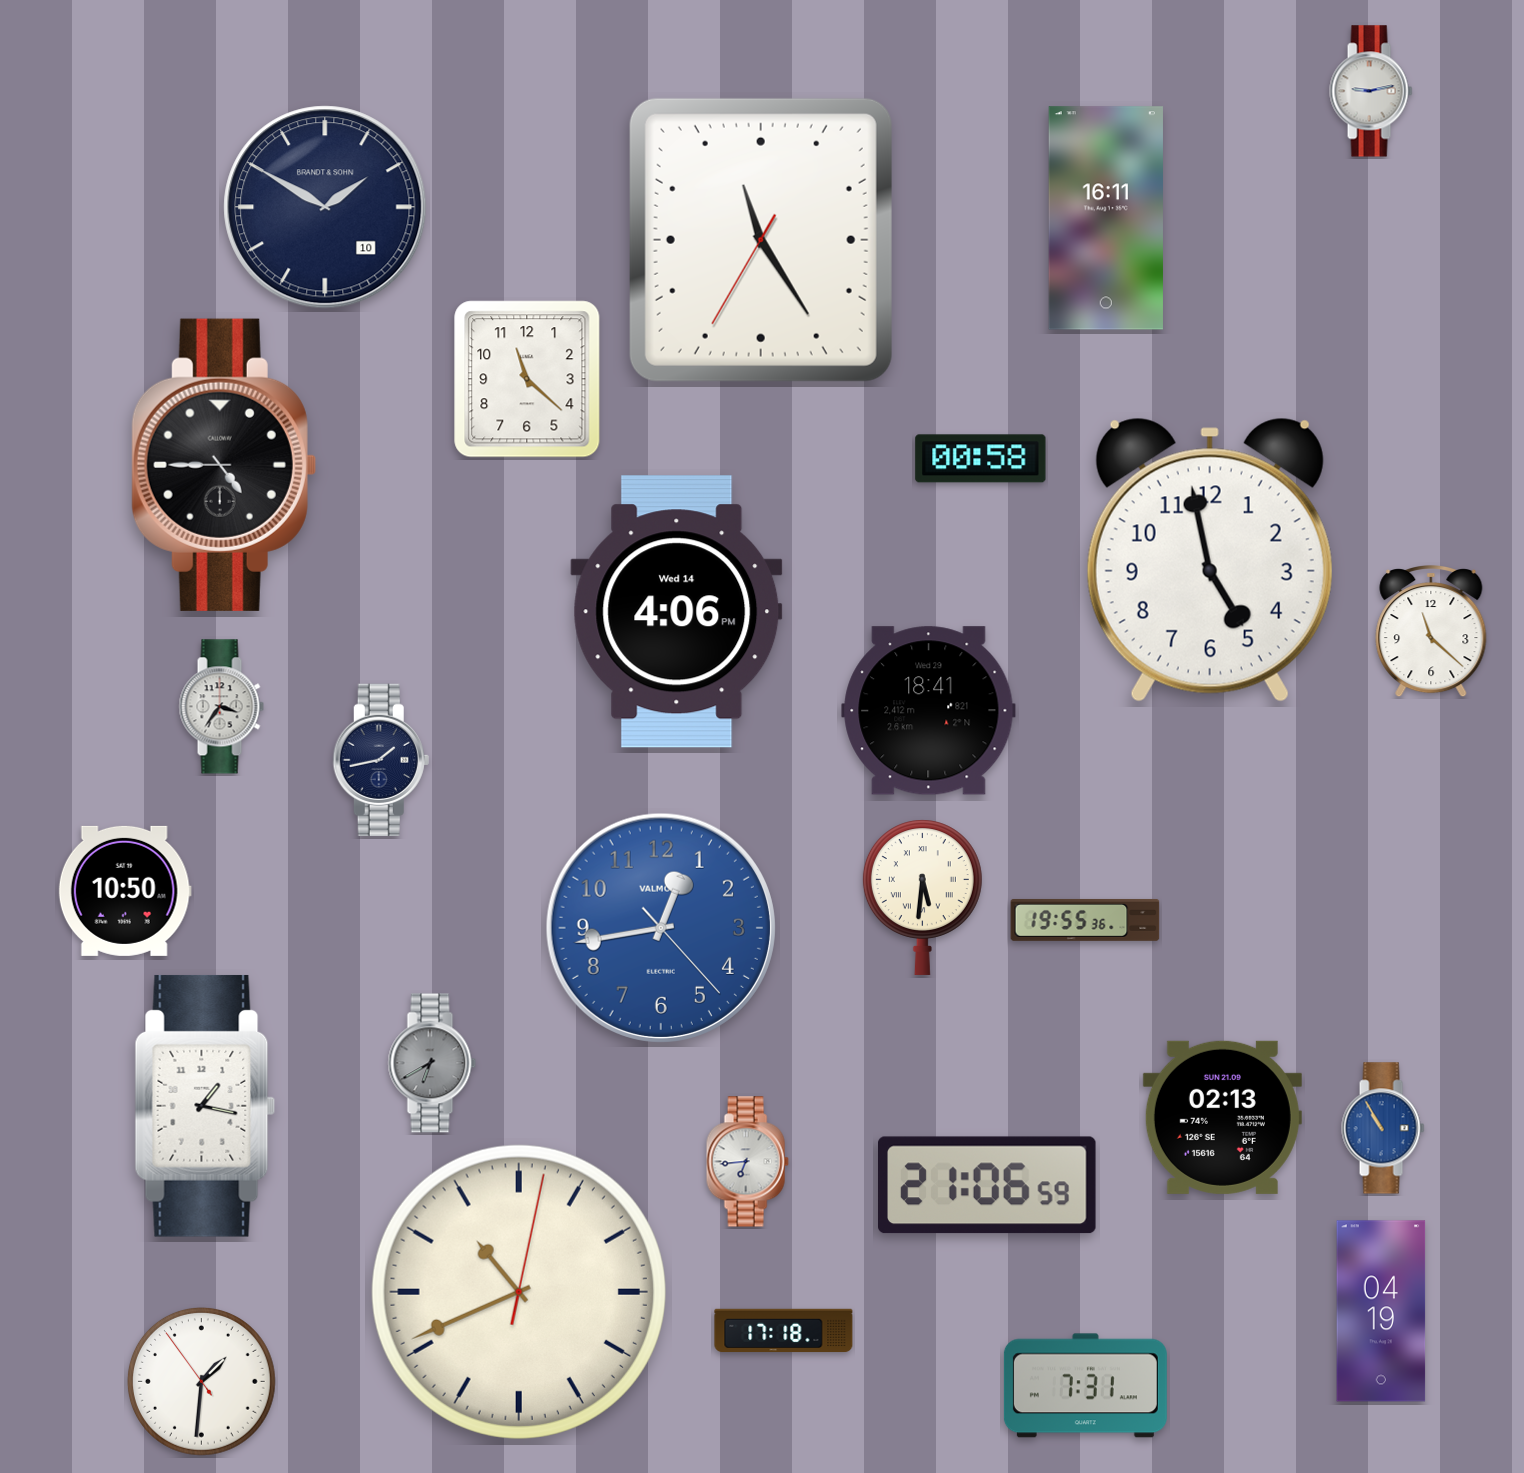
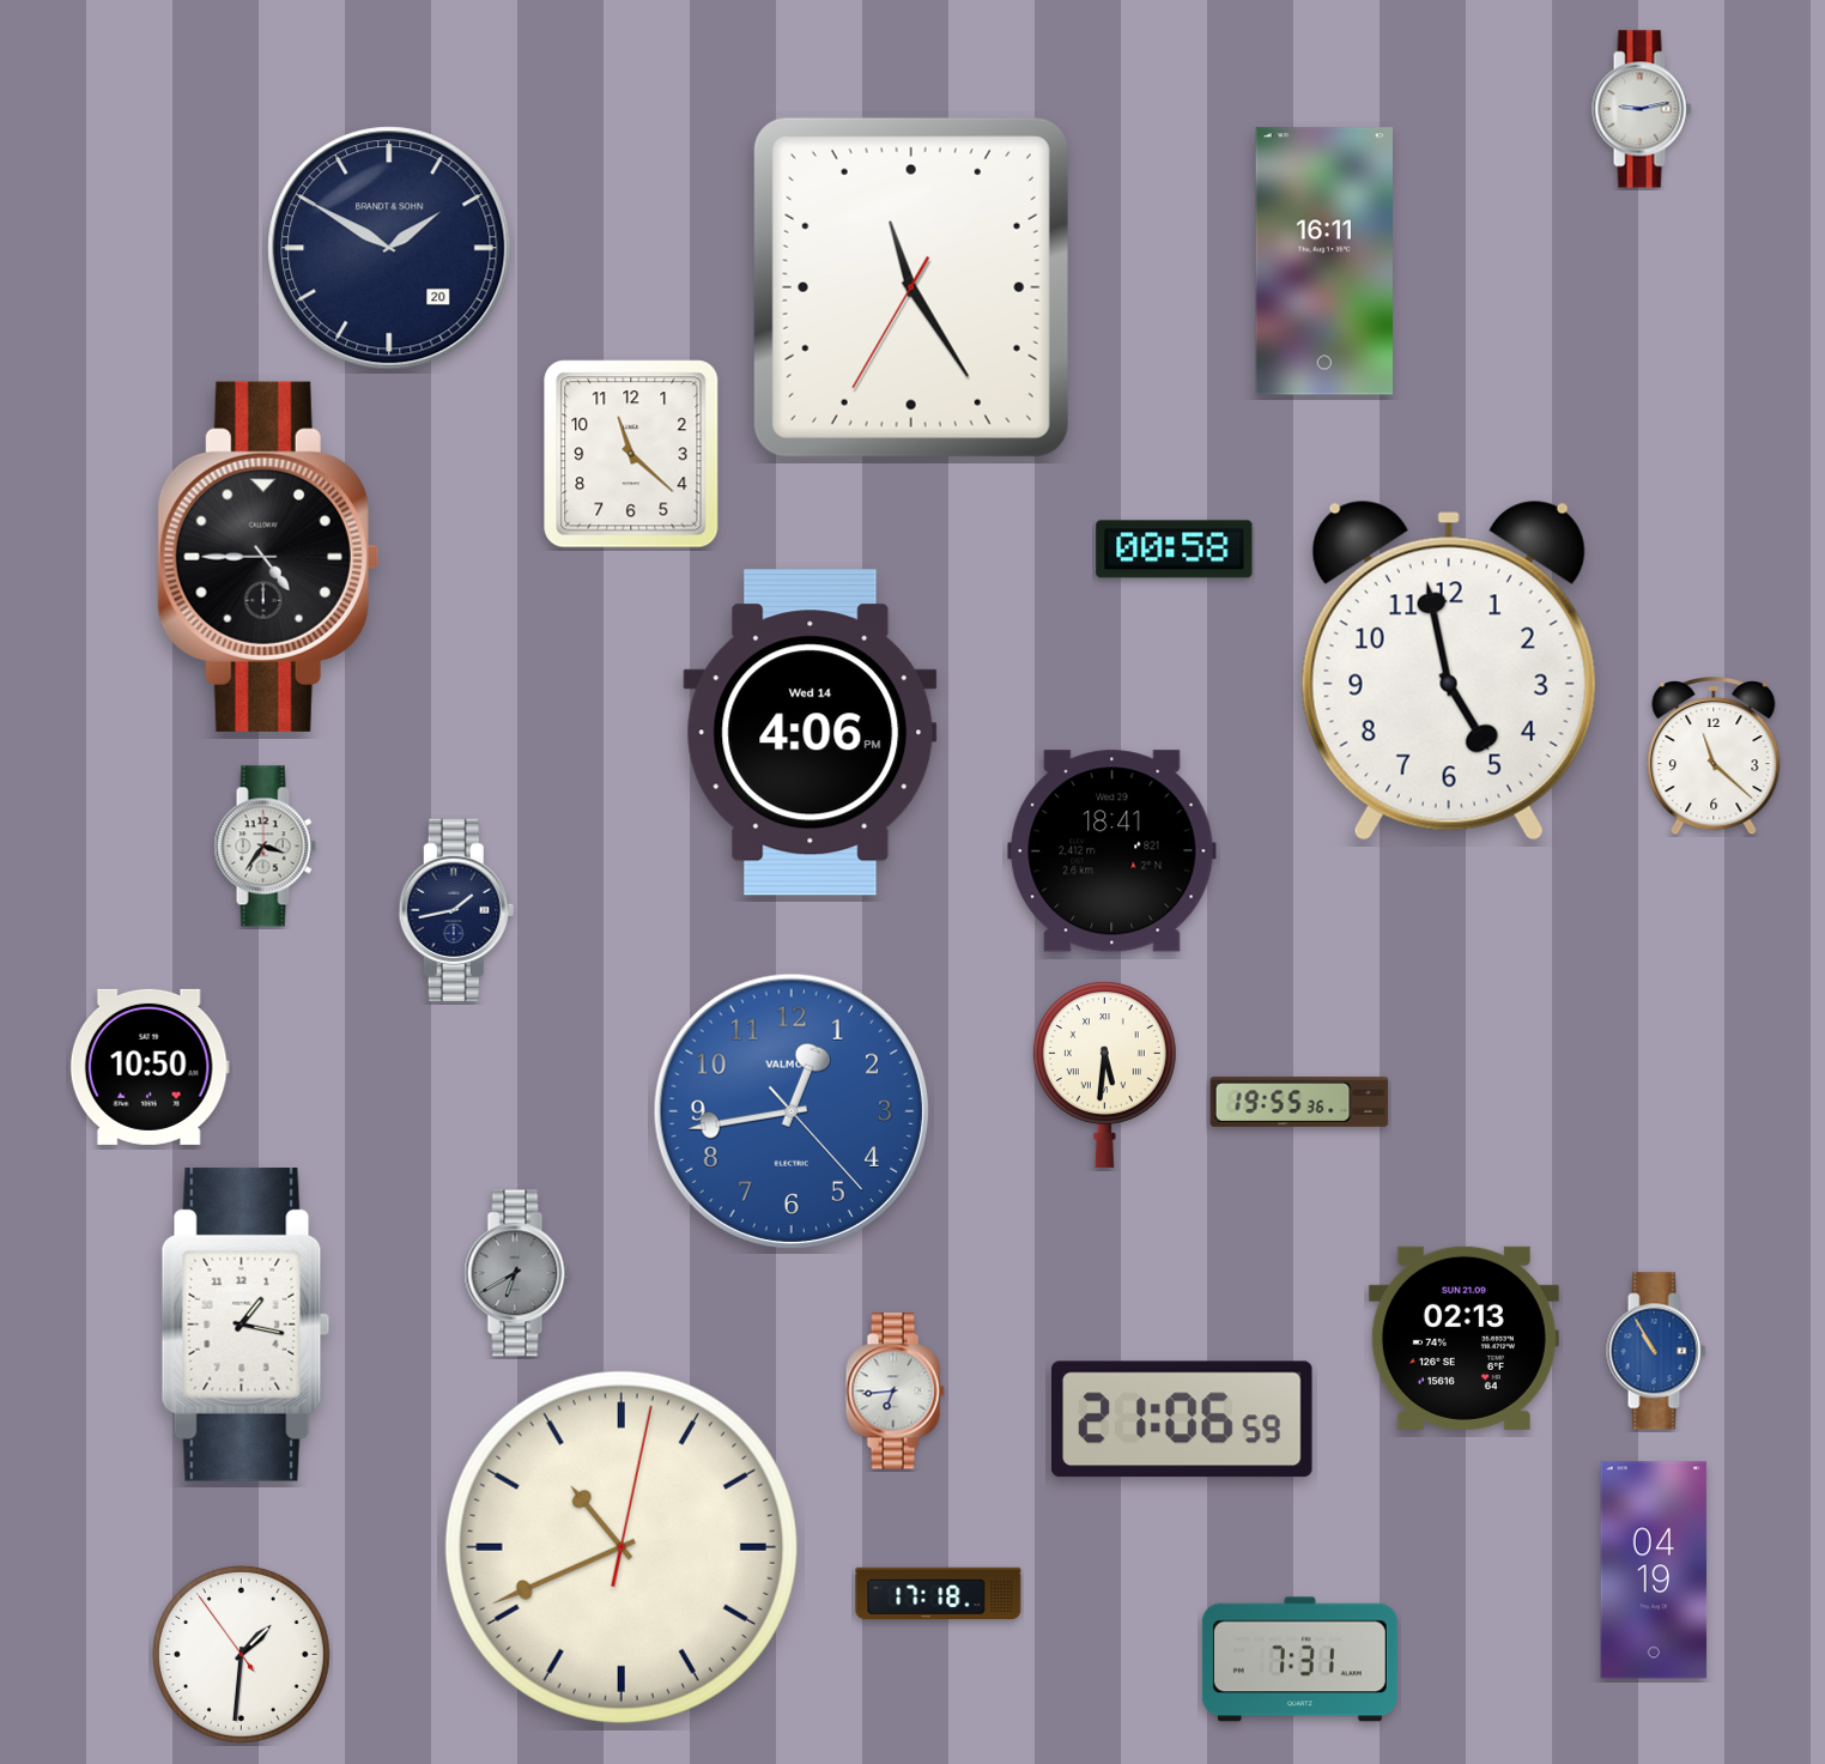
clock at (325, 207) date: 10 -> 20
